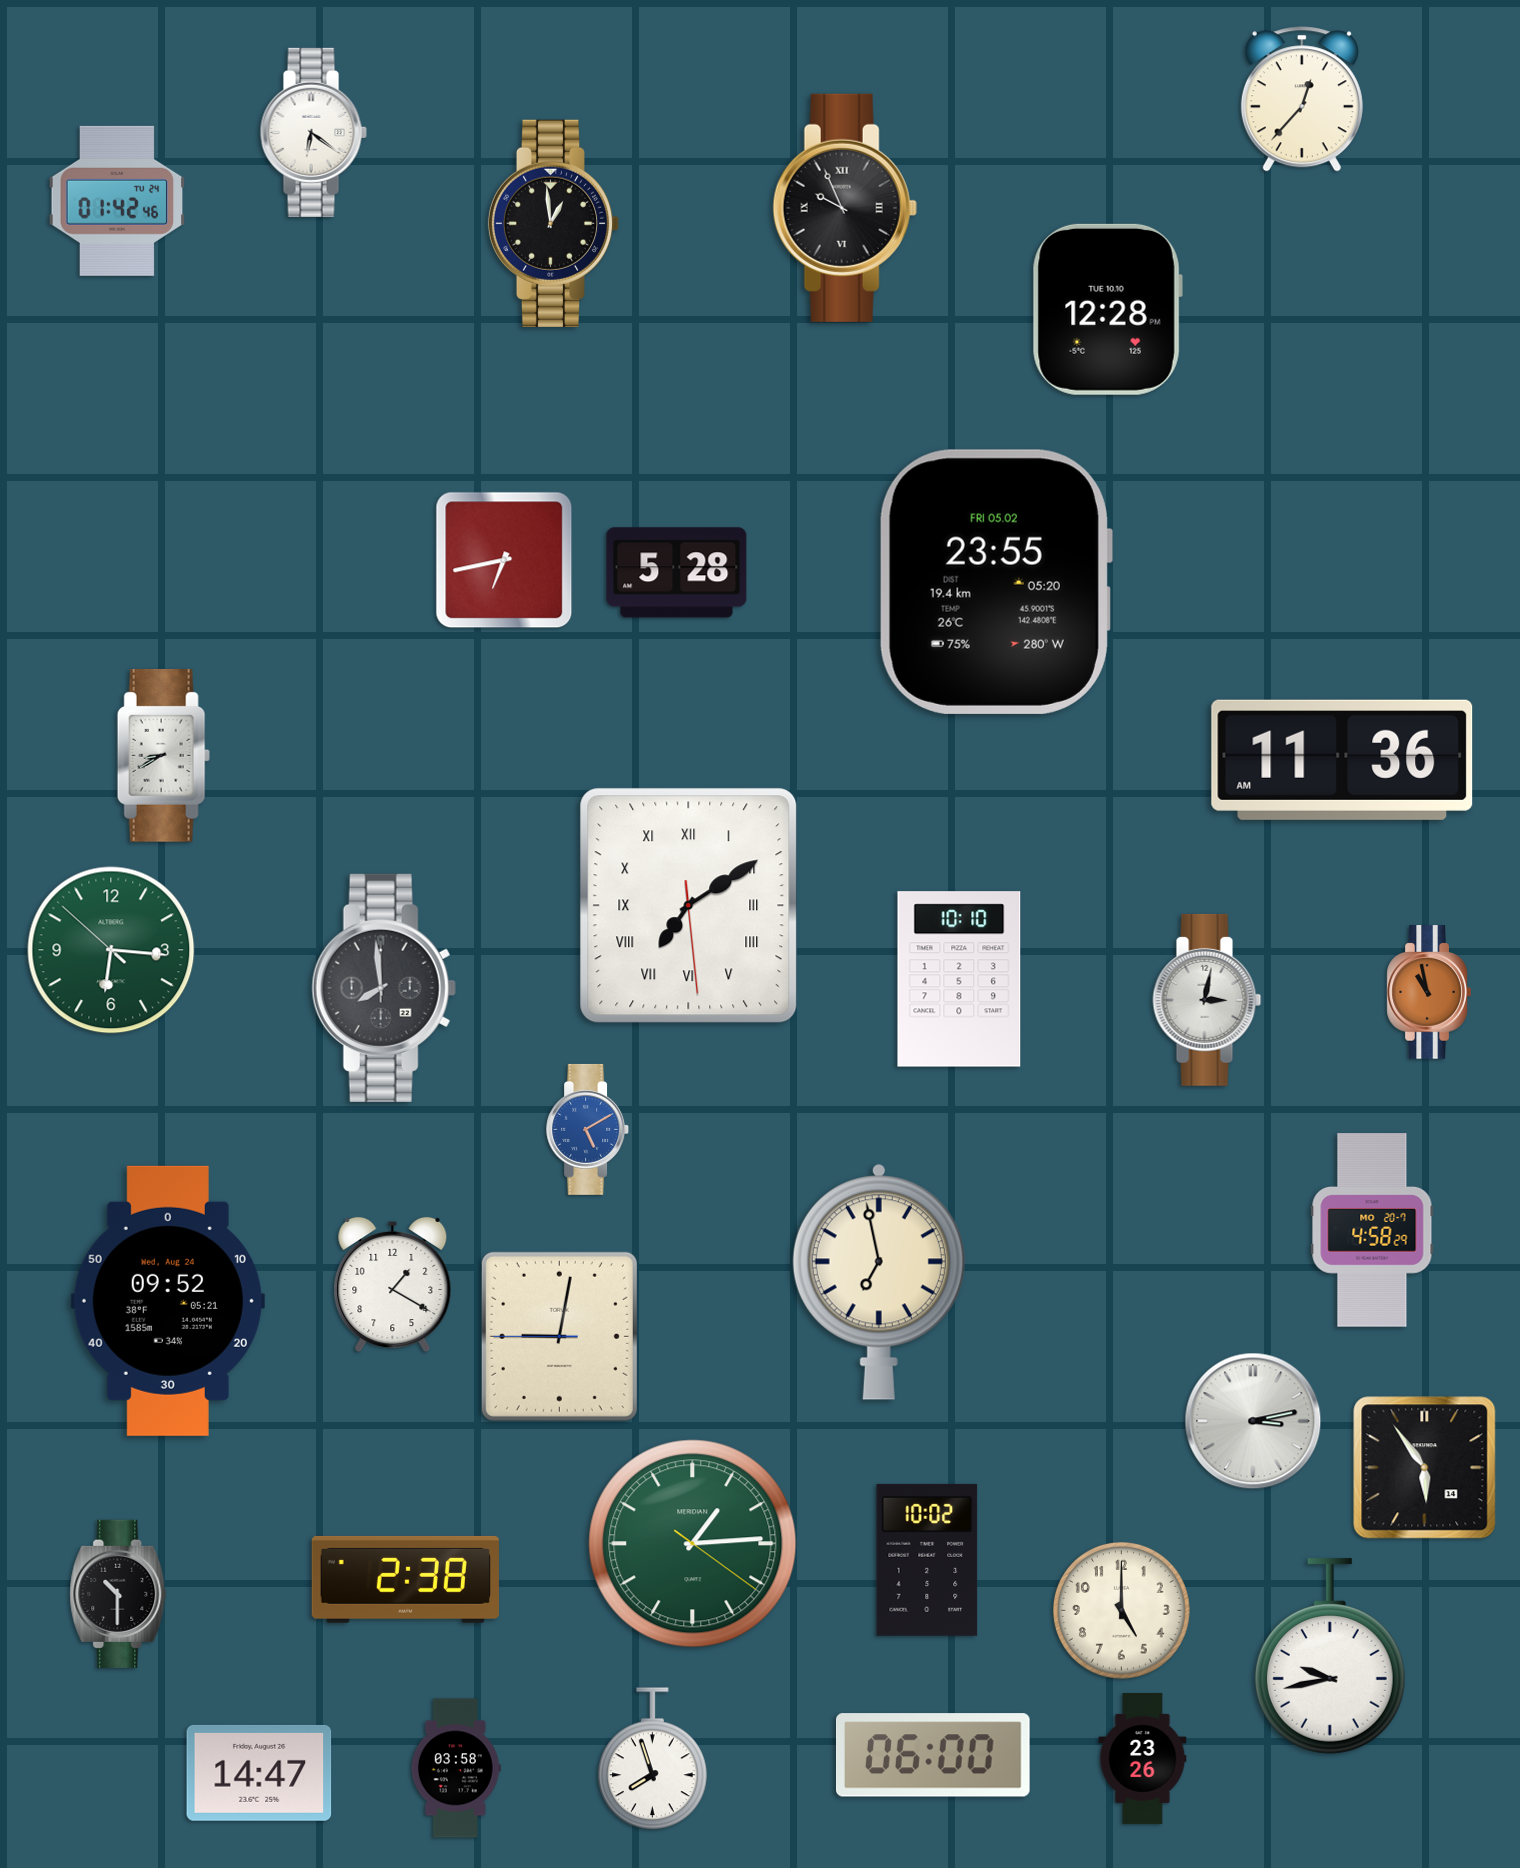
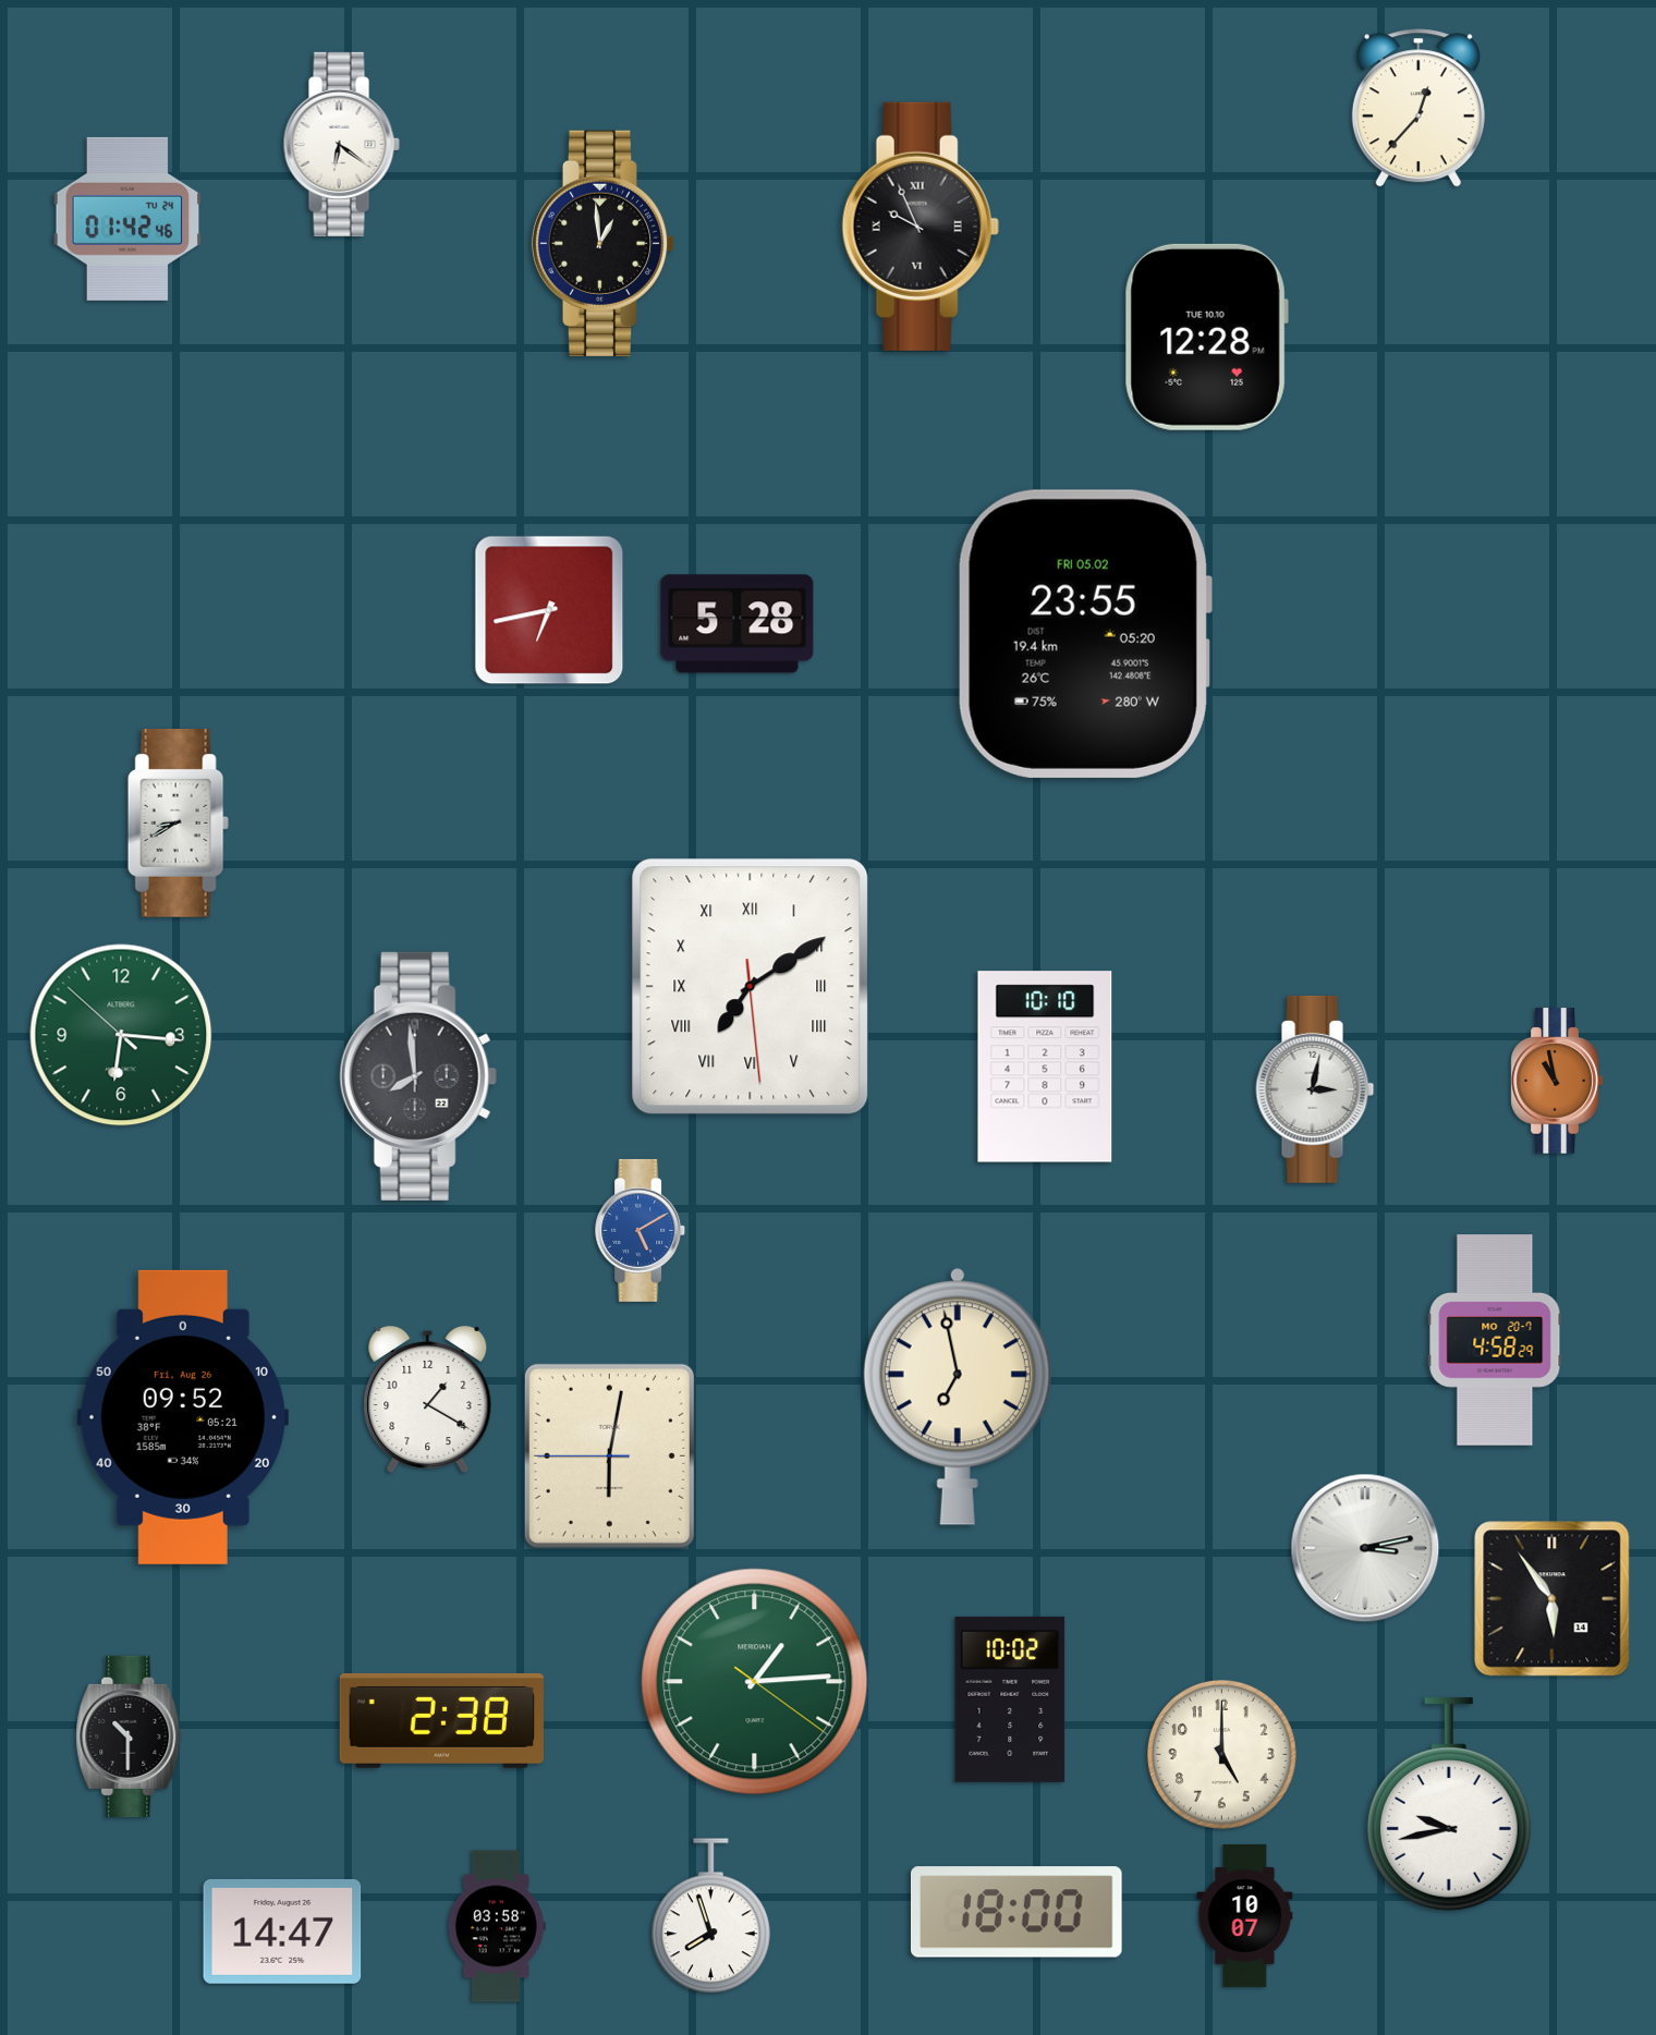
clock at (1342, 760): 11:36 -> none
clock at (168, 1301) date: Wed, Aug 24 -> Fri, Aug 26
clock at (559, 1336): 9:01 -> 6:01
clock at (934, 1755): 06:00 -> 18:00
clock at (1143, 1758): 23:26 -> 10:07
